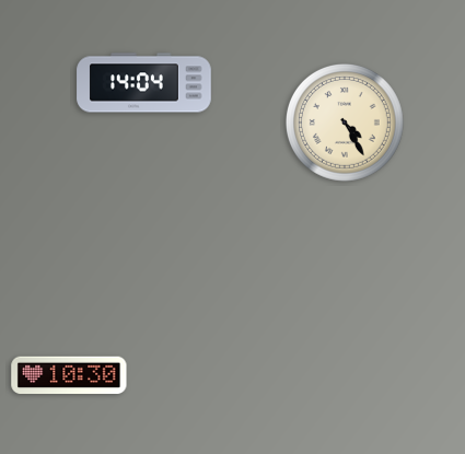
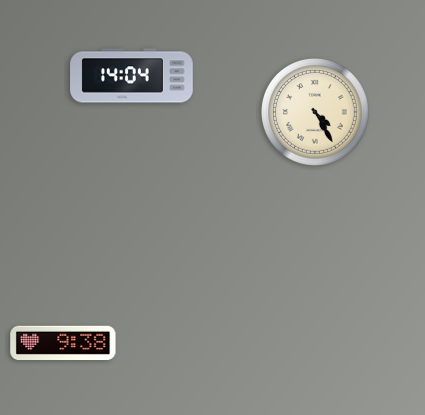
clock at (69, 375): 10:30 -> 9:38
